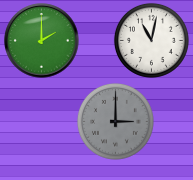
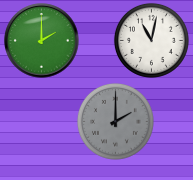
clock at (115, 121): 3:00 -> 2:00
